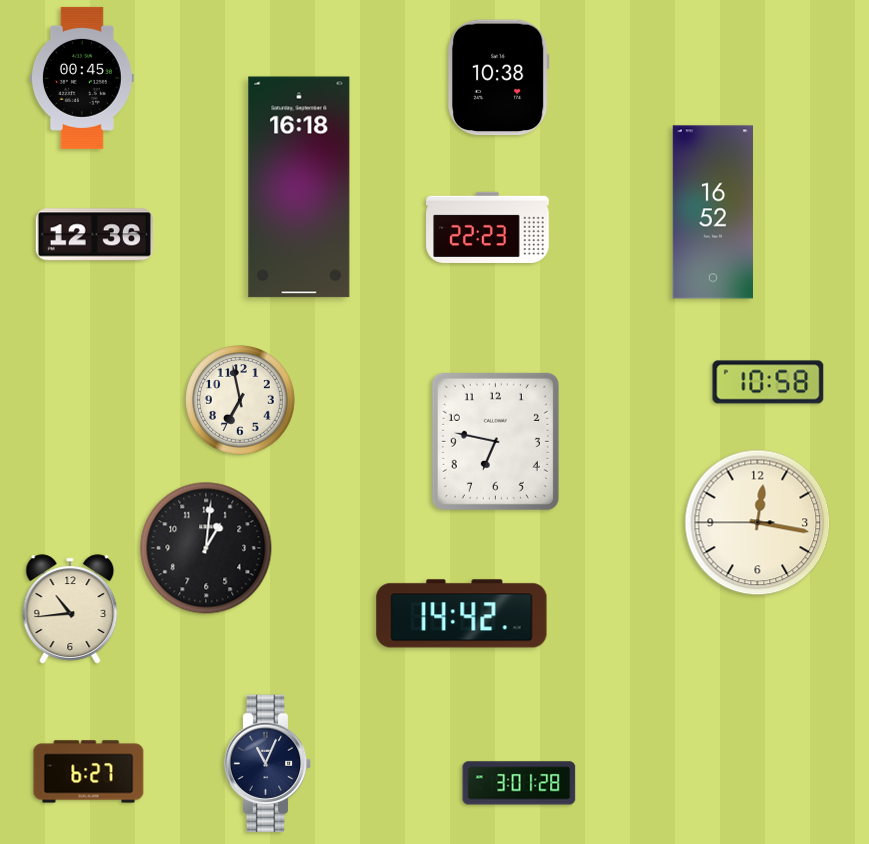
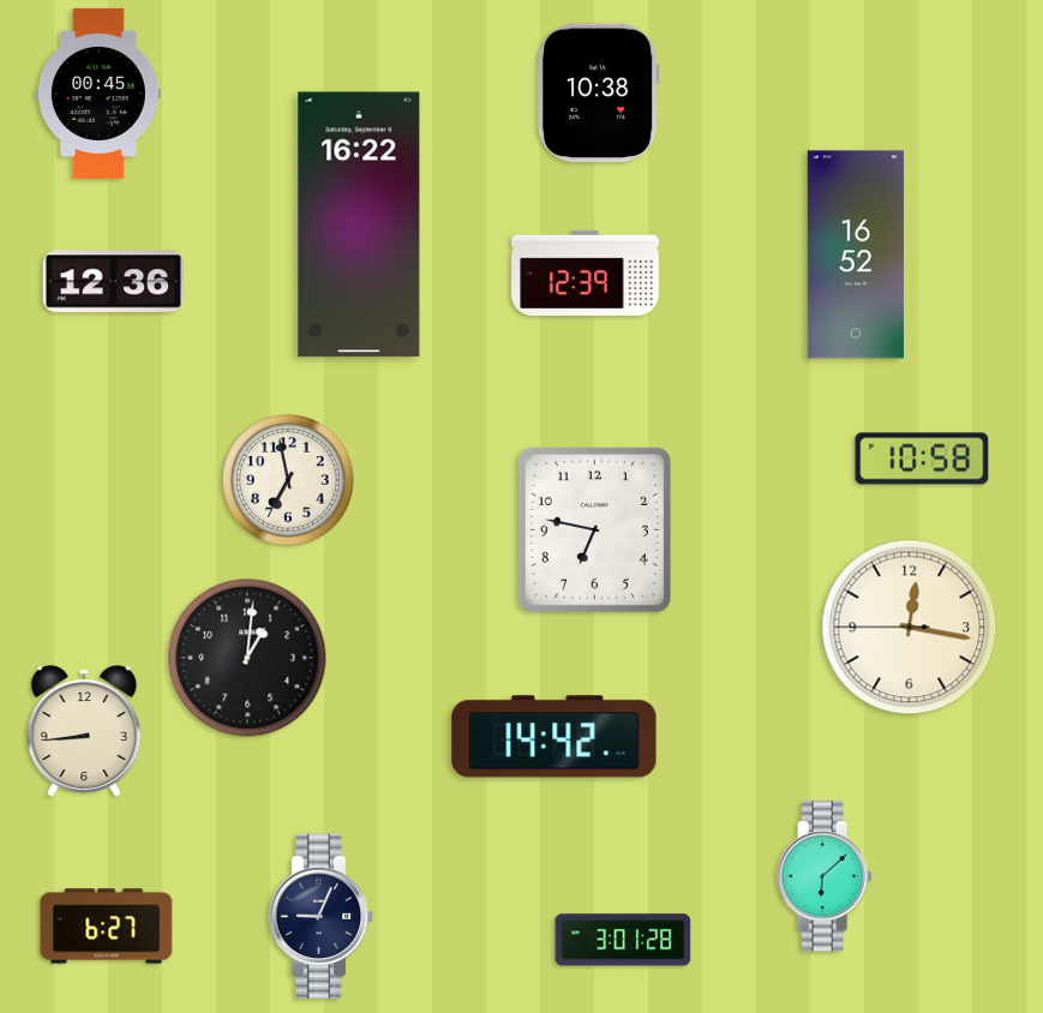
clock at (299, 187): 16:18 -> 16:22
clock at (488, 227): 22:23 -> 12:39
clock at (70, 609): 10:44 -> 8:44
clock at (825, 876): none -> 6:08
clock at (268, 764): 11:04 -> 9:04
